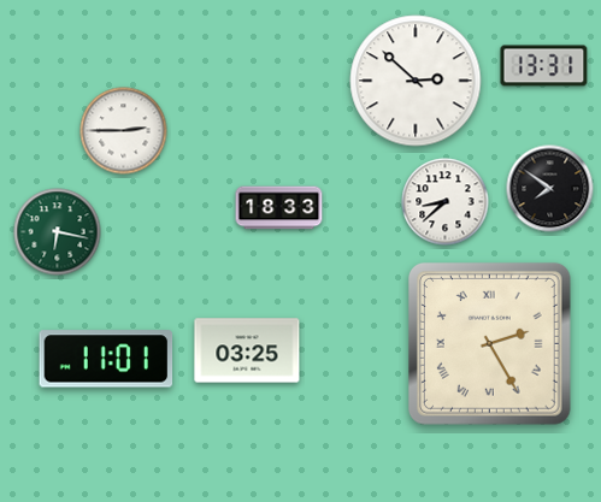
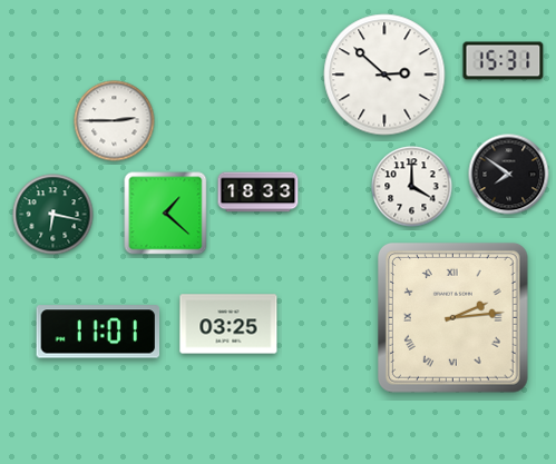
clock at (544, 66): 13:31 -> 15:31
clock at (446, 202): 8:38 -> 4:00
clock at (166, 214): none -> 1:22
clock at (489, 343): 2:25 -> 2:14
